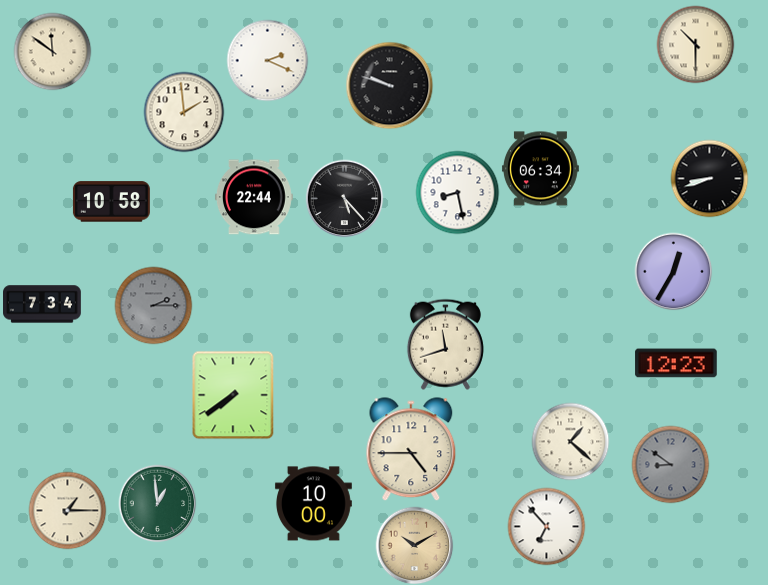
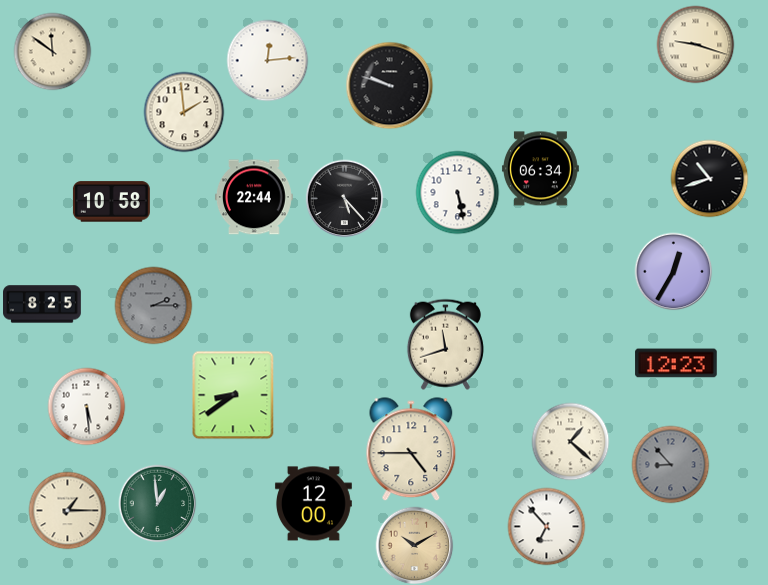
clock at (695, 44): 10:30 -> 9:18
clock at (267, 60): 2:19 -> 12:14
clock at (709, 178): 8:42 -> 10:42
clock at (457, 192): 8:28 -> 5:28
clock at (43, 304): 7:34 -> 8:25
clock at (233, 395): 7:39 -> 8:39
clock at (86, 406): none -> 5:29
clock at (670, 464): 8:51 -> 8:53
clock at (313, 504): 10:00 -> 12:00
